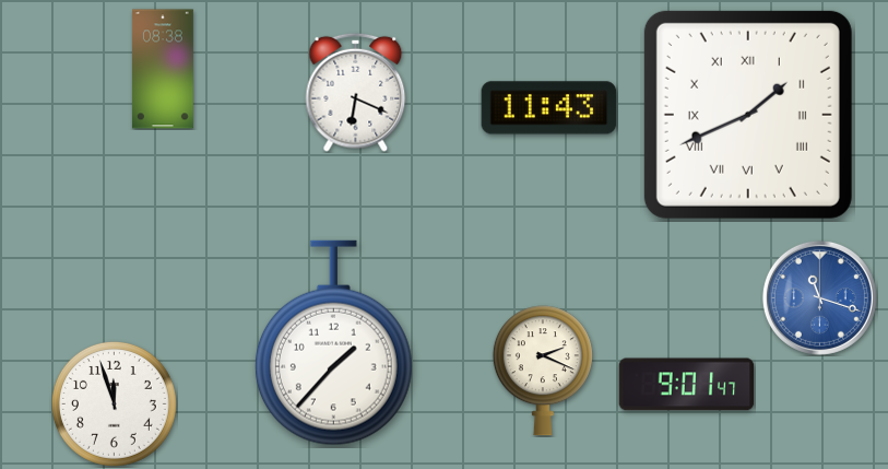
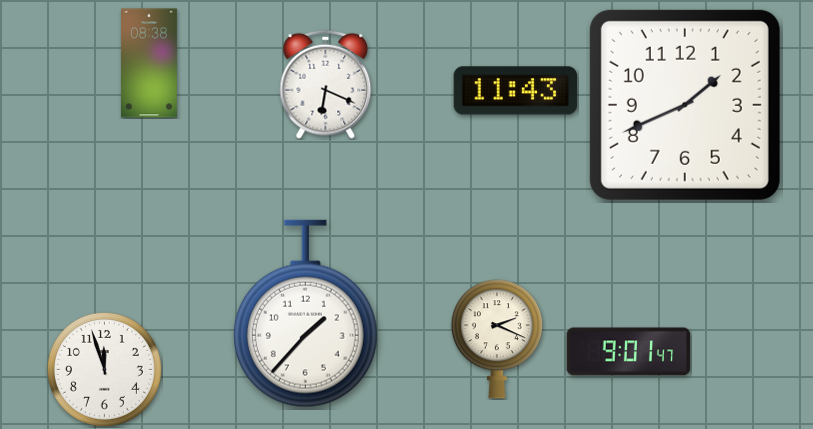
clock at (549, 108) position: (549, 108) -> (516, 91)
clock at (748, 115) numerals: Roman -> Arabic
clock at (819, 297): 11:18 -> none
